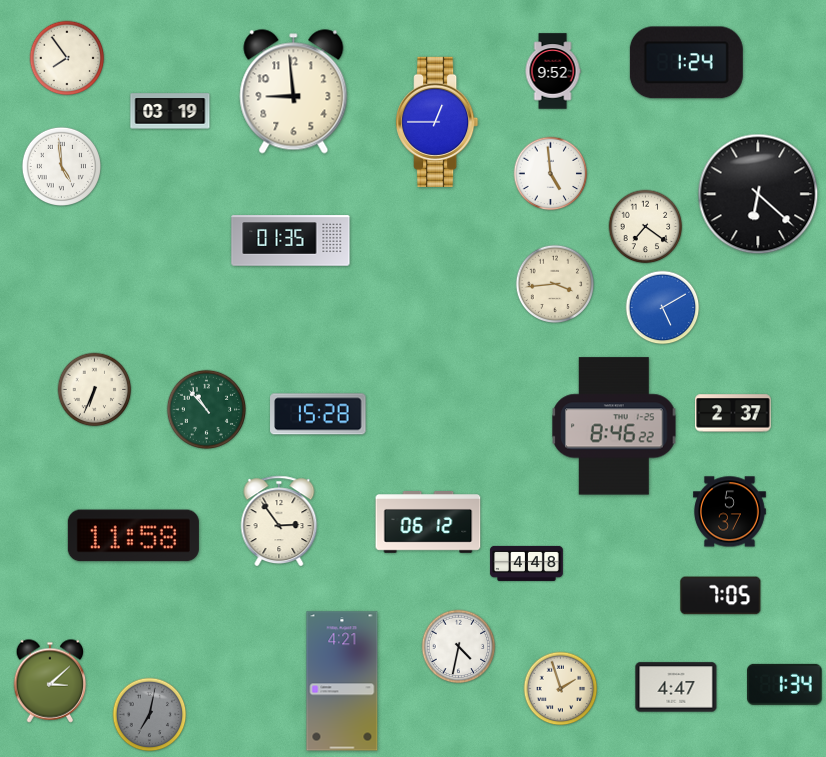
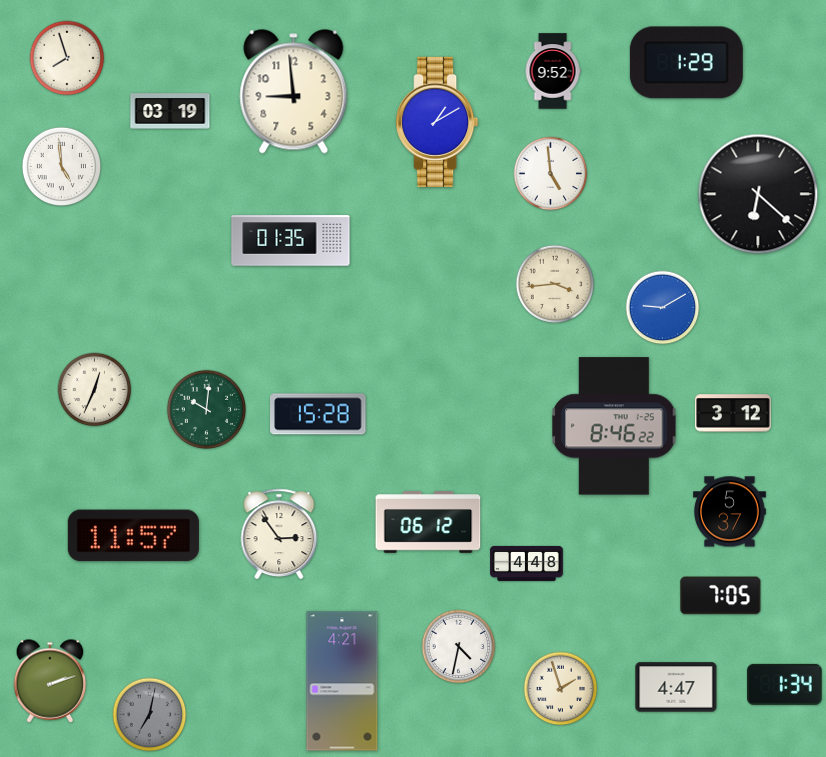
clock at (67, 58): 7:54 -> 7:57
clock at (686, 63): 1:24 -> 1:29
clock at (437, 122): 12:45 -> 1:10
clock at (646, 227): 7:21 -> none
clock at (663, 308): 5:10 -> 9:10
clock at (95, 390): 6:34 -> 12:34
clock at (206, 409): 10:53 -> 10:01
clock at (733, 413): 2:37 -> 3:12
clock at (279, 521) position: (279, 521) -> (279, 534)
clock at (133, 536): 11:58 -> 11:57
clock at (50, 681): 3:08 -> 2:12
